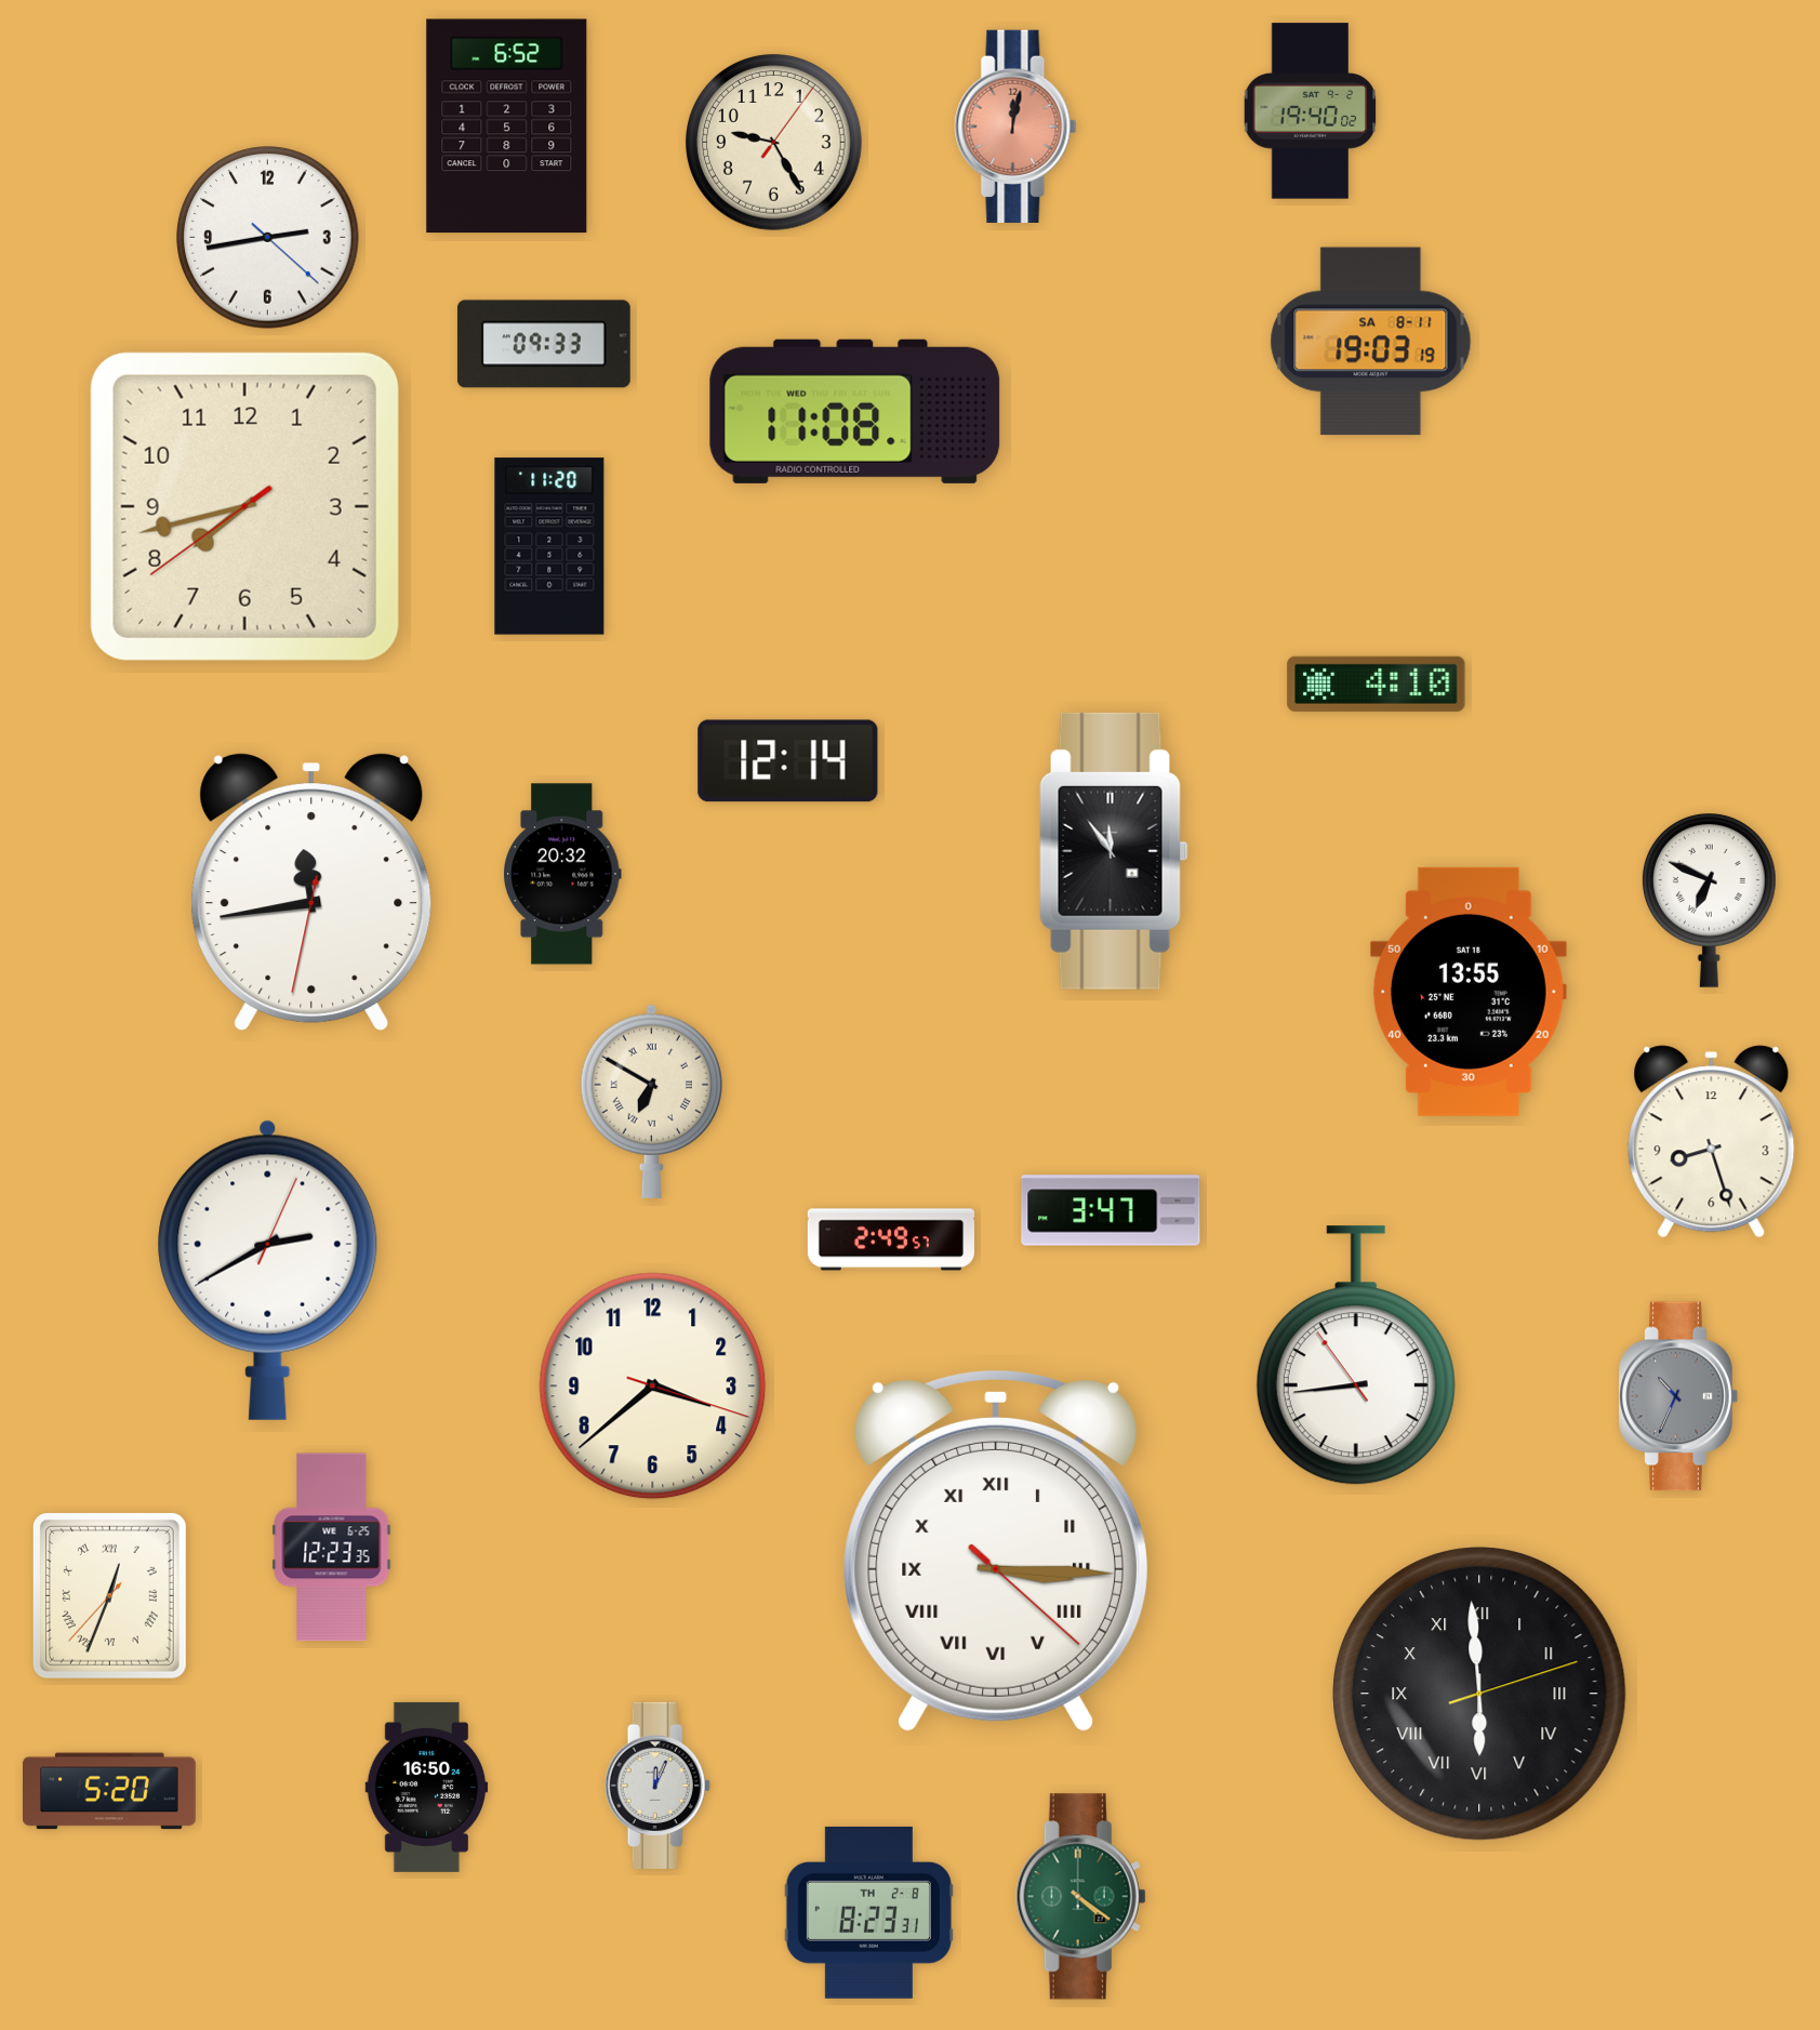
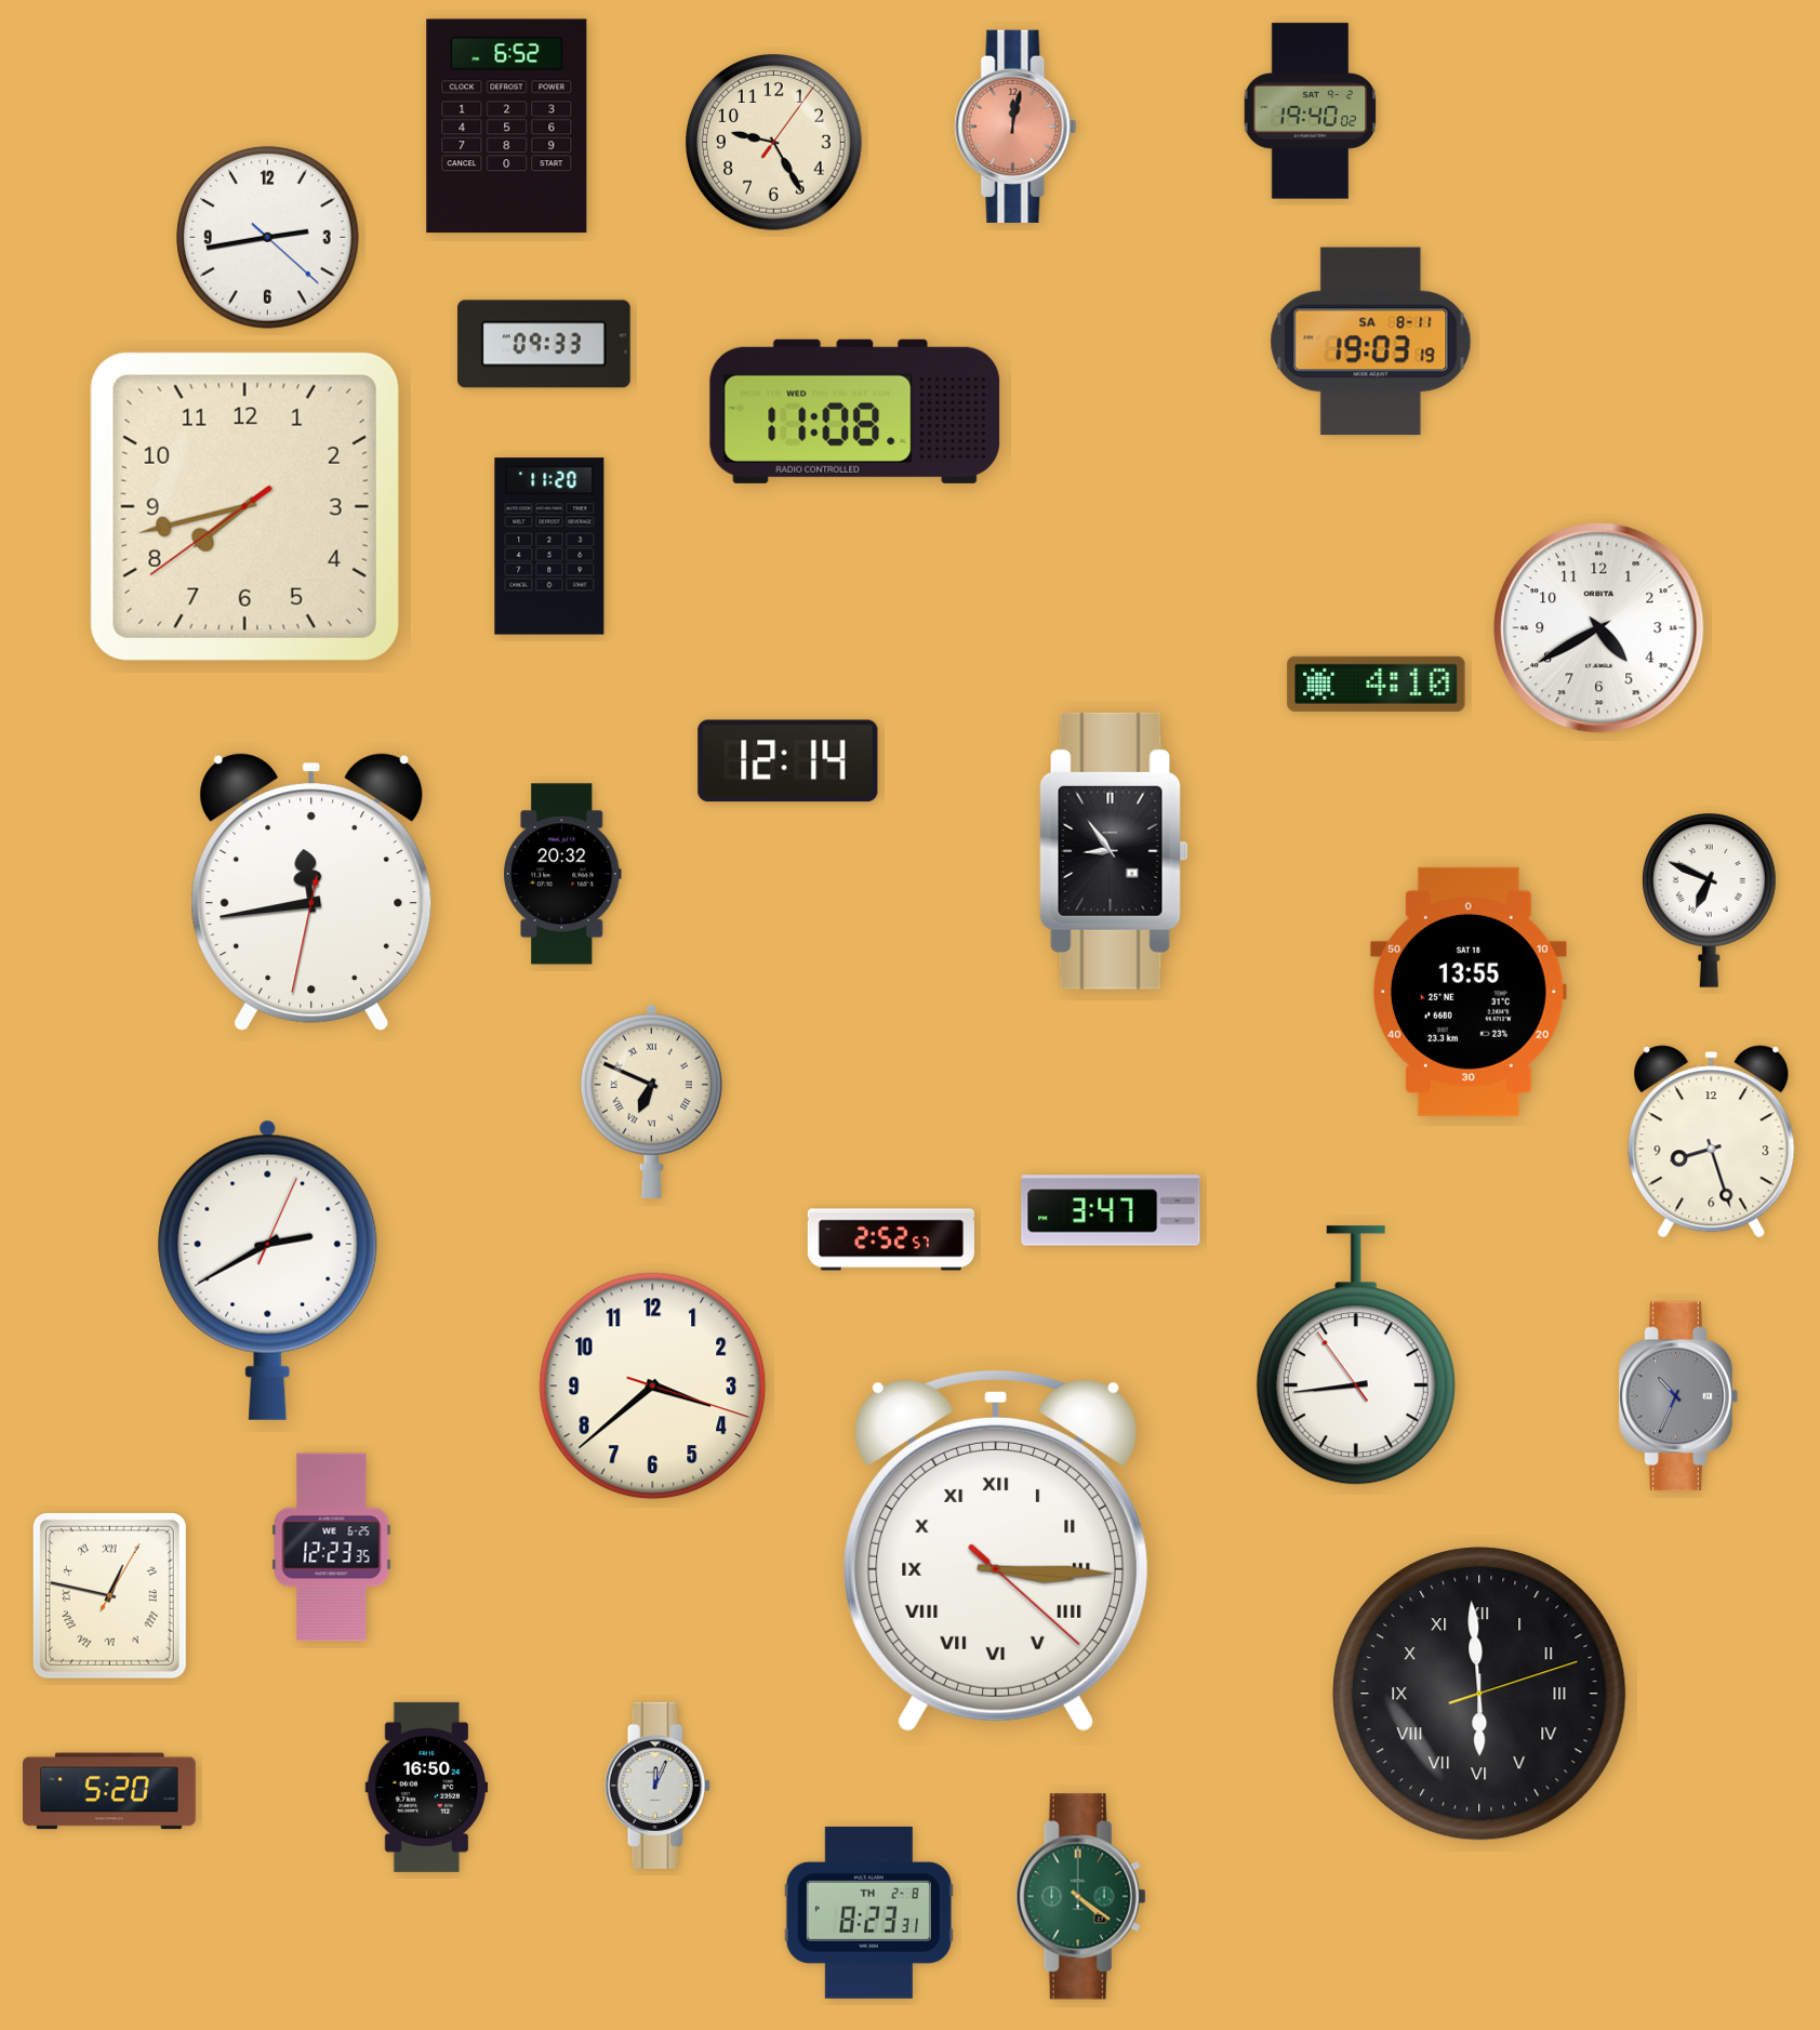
clock at (1599, 628): none -> 4:40
clock at (1114, 851): 11:54 -> 8:54
clock at (651, 1101): 6:50 -> 6:49
clock at (890, 1239): 2:49 -> 2:52
clock at (109, 1595): 12:33 -> 12:47
